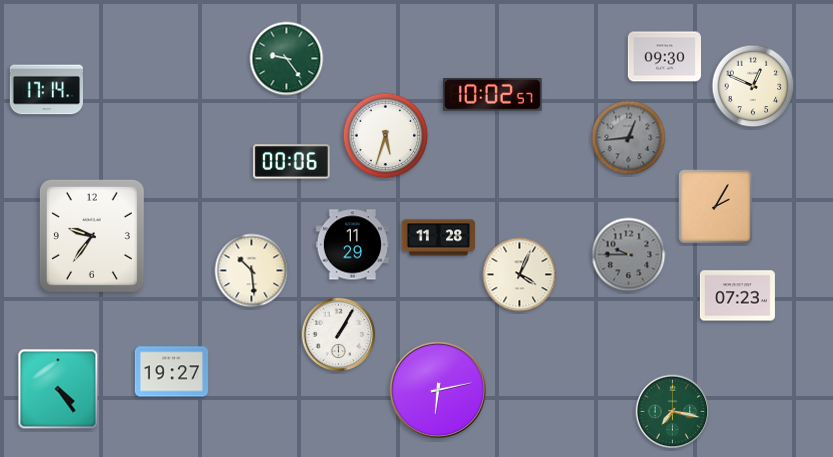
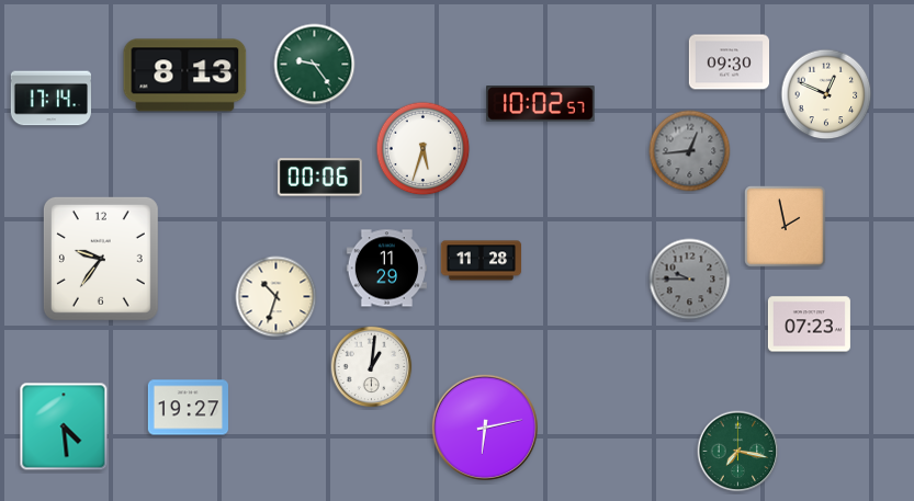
clock at (185, 76): none -> 8:13
clock at (716, 207): 2:05 -> 1:58
clock at (252, 271): 10:29 -> 10:33
clock at (520, 275): 4:04 -> none
clock at (339, 335): 1:05 -> 1:01
clock at (58, 389): 4:24 -> 4:29
clock at (438, 390) position: (438, 390) -> (485, 428)
